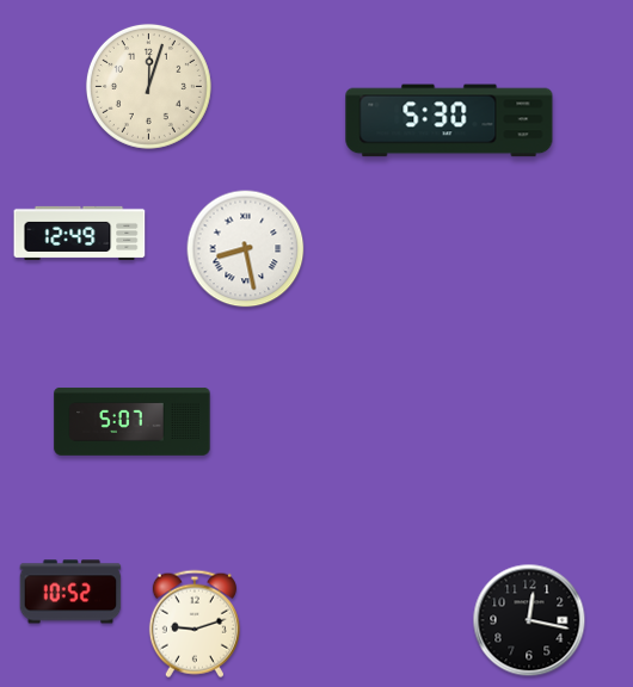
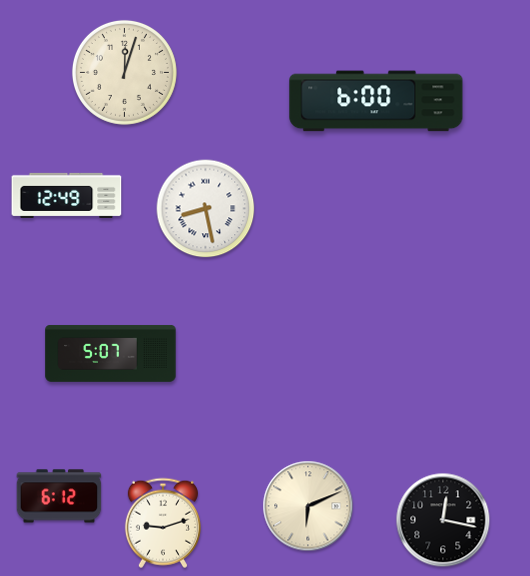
clock at (449, 120): 5:30 -> 6:00
clock at (70, 592): 10:52 -> 6:12
clock at (308, 506): none -> 6:11
